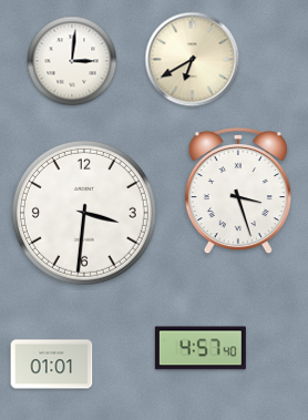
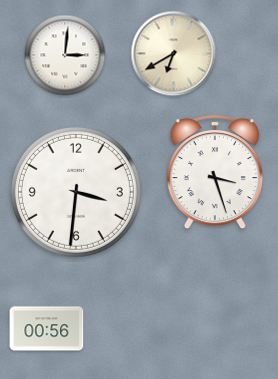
clock at (201, 348): 4:57 -> none
clock at (52, 365): 01:01 -> 00:56
